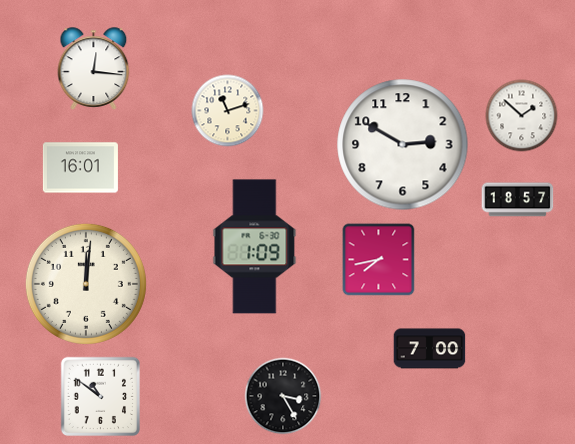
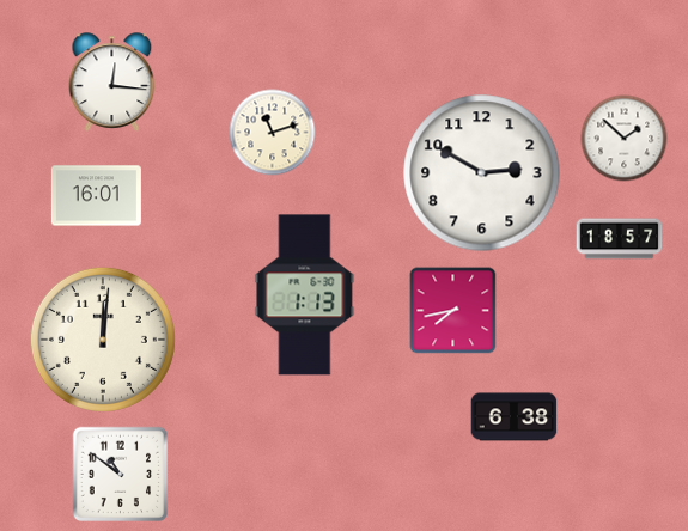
clock at (80, 168) position: (80, 168) -> (96, 196)
clock at (255, 247): 1:09 -> 1:13
clock at (430, 349): 7:00 -> 6:38
clock at (283, 396): 3:25 -> none
